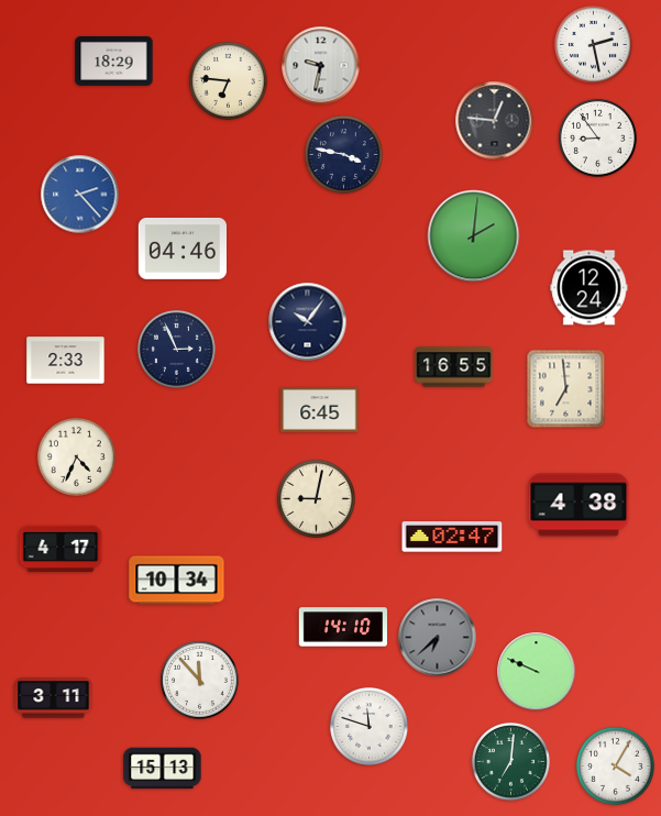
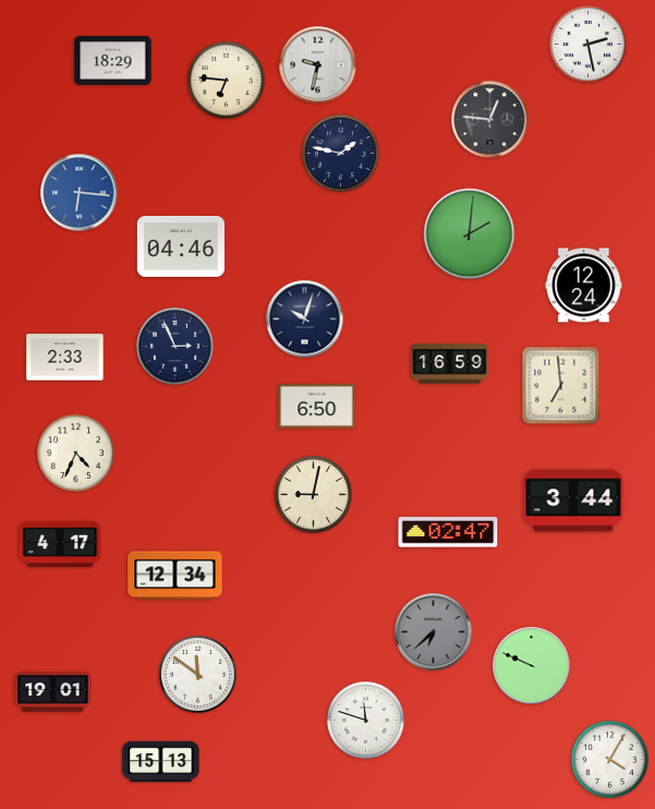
clock at (598, 139): 8:54 -> none
clock at (344, 155): 3:47 -> 1:47
clock at (80, 195): 2:23 -> 6:16
clock at (308, 322): 10:06 -> 10:03
clock at (454, 367): 16:55 -> 16:59
clock at (320, 410): 6:45 -> 6:50
clock at (579, 505): 4:38 -> 3:44
clock at (177, 581): 10:34 -> 12:34
clock at (342, 627): 14:10 -> none
clock at (200, 681): 11:53 -> 11:51
clock at (54, 698): 3:11 -> 19:01
clock at (511, 762): 7:01 -> none
